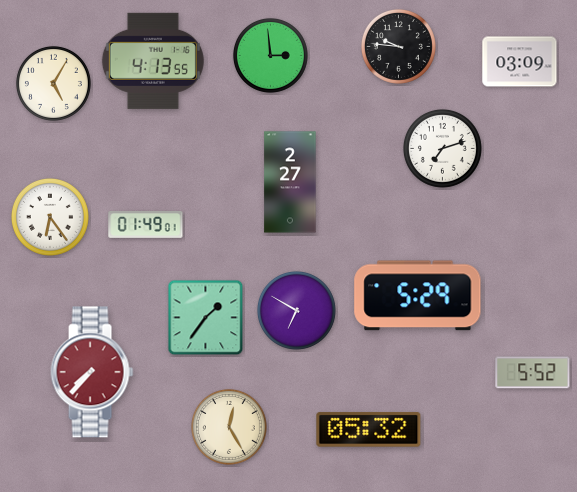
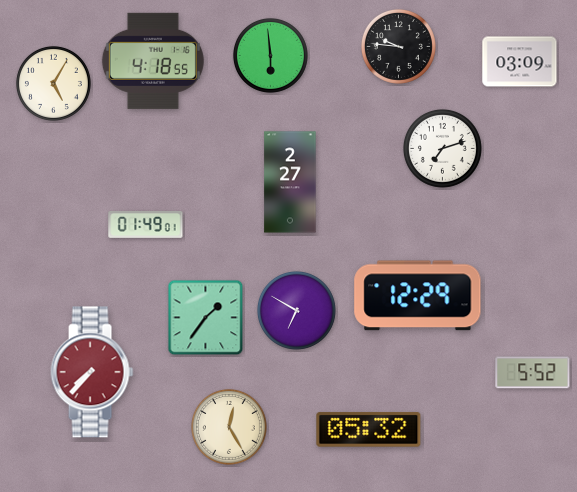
clock at (270, 55): 2:59 -> 5:59
clock at (153, 61): 4:13 -> 4:18
clock at (50, 217): 6:24 -> none
clock at (418, 296): 5:29 -> 12:29
